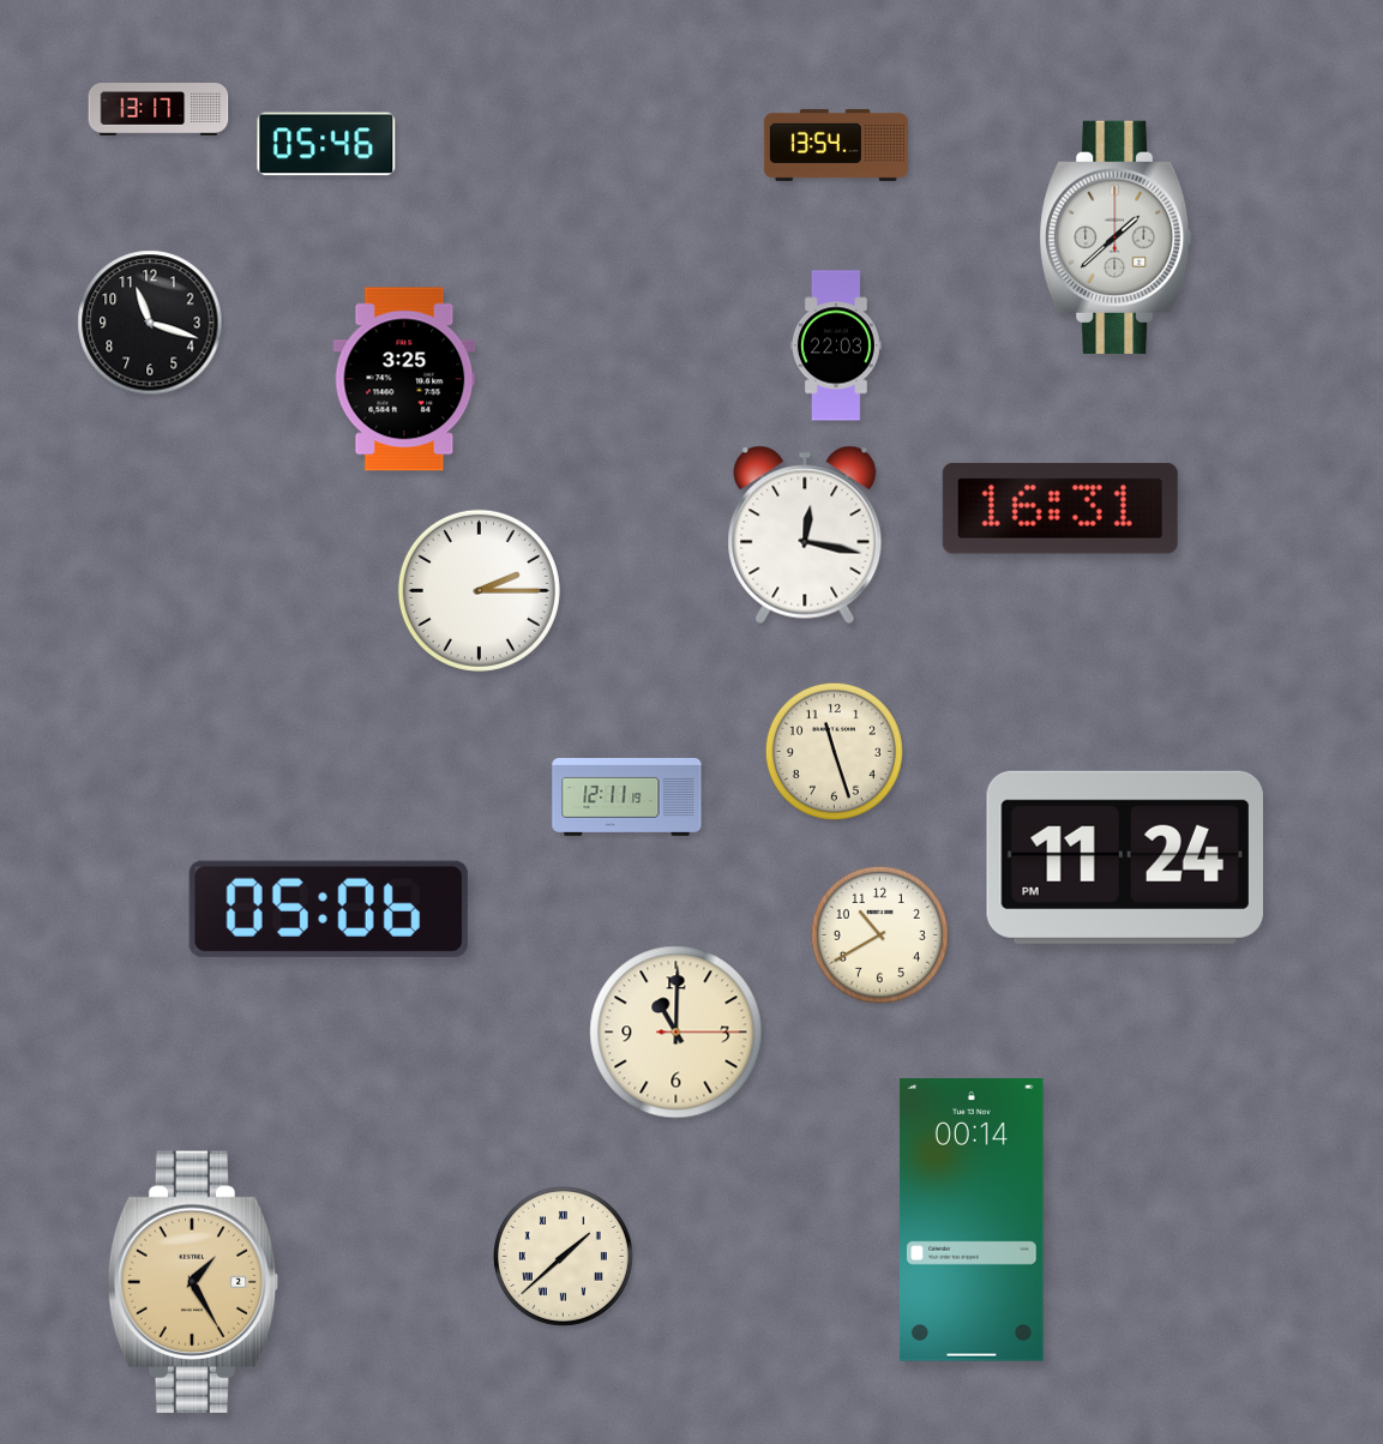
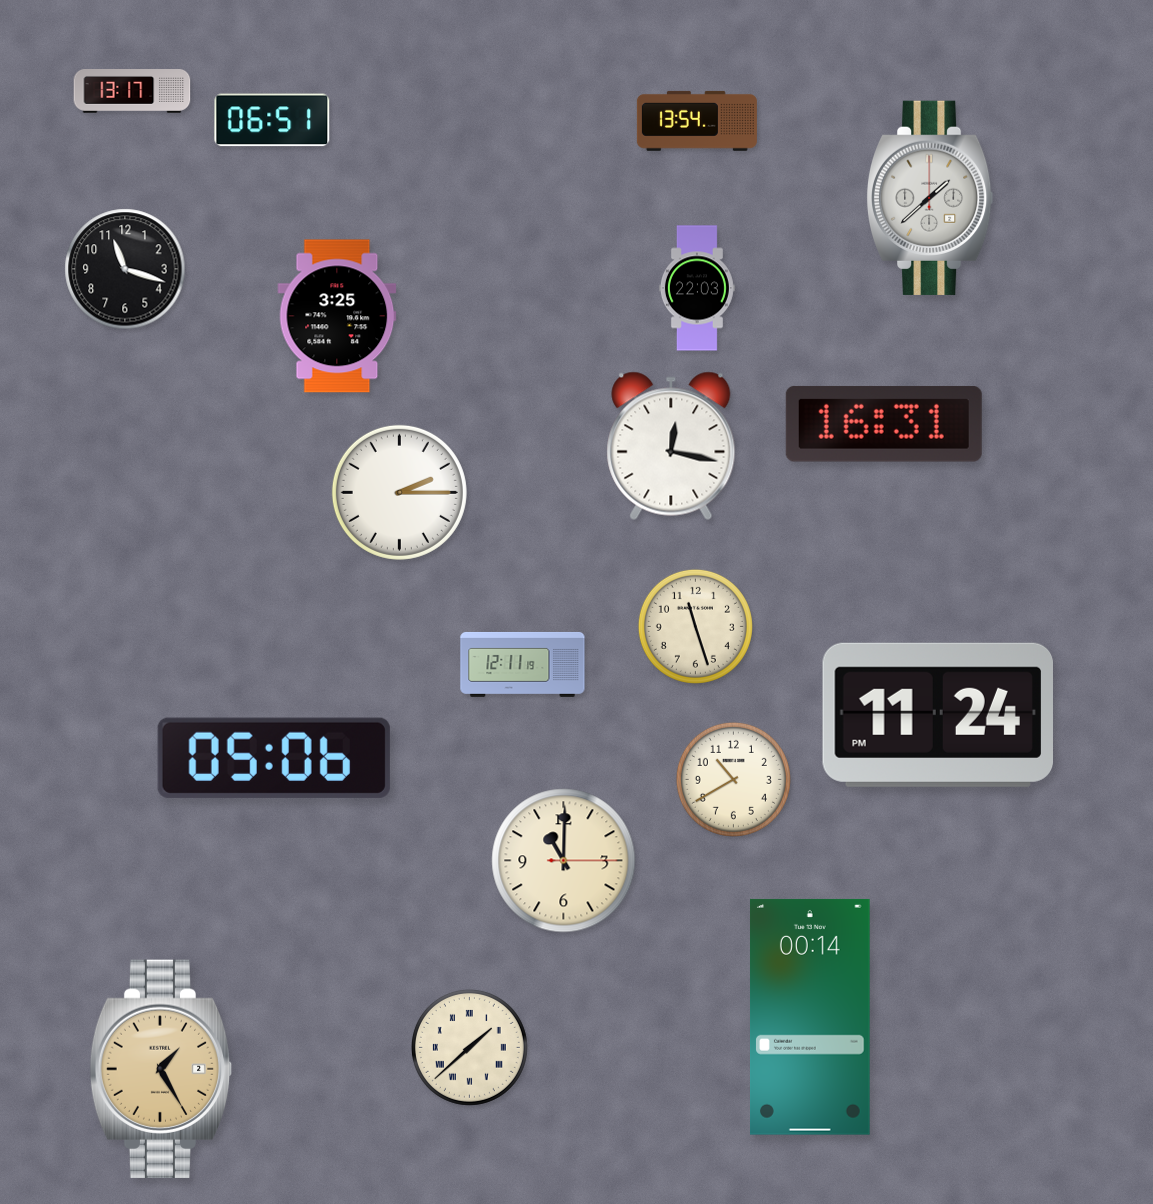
clock at (326, 144): 05:46 -> 06:51
